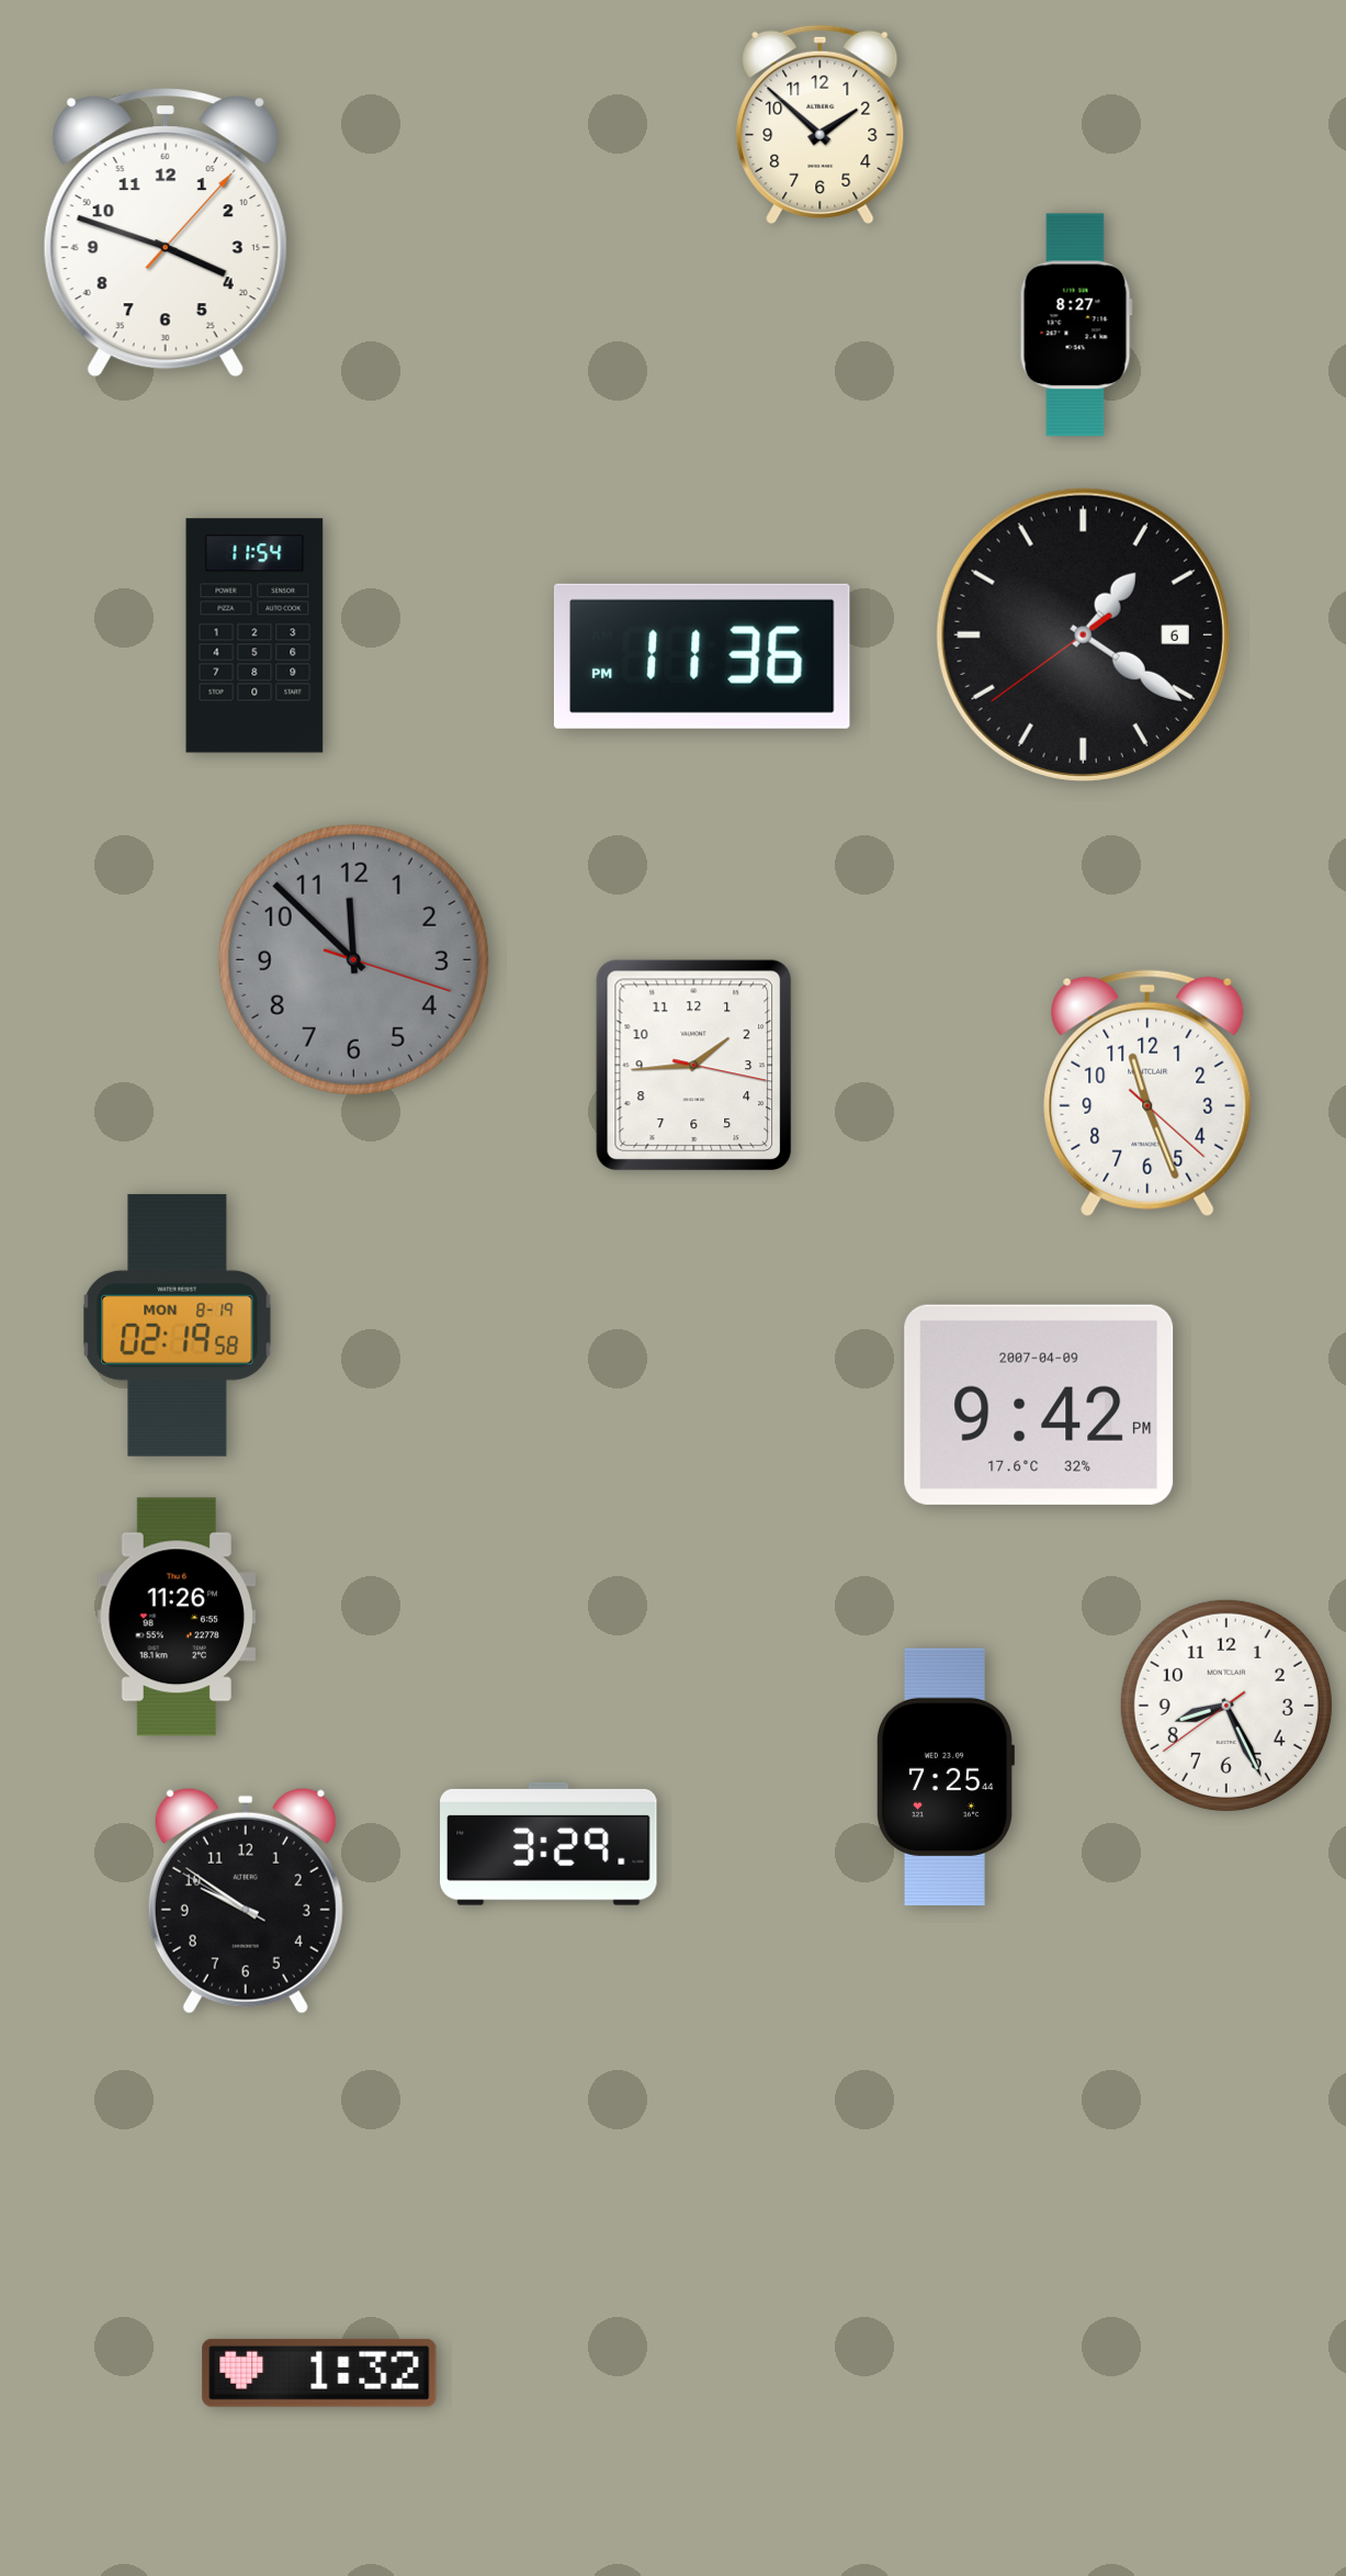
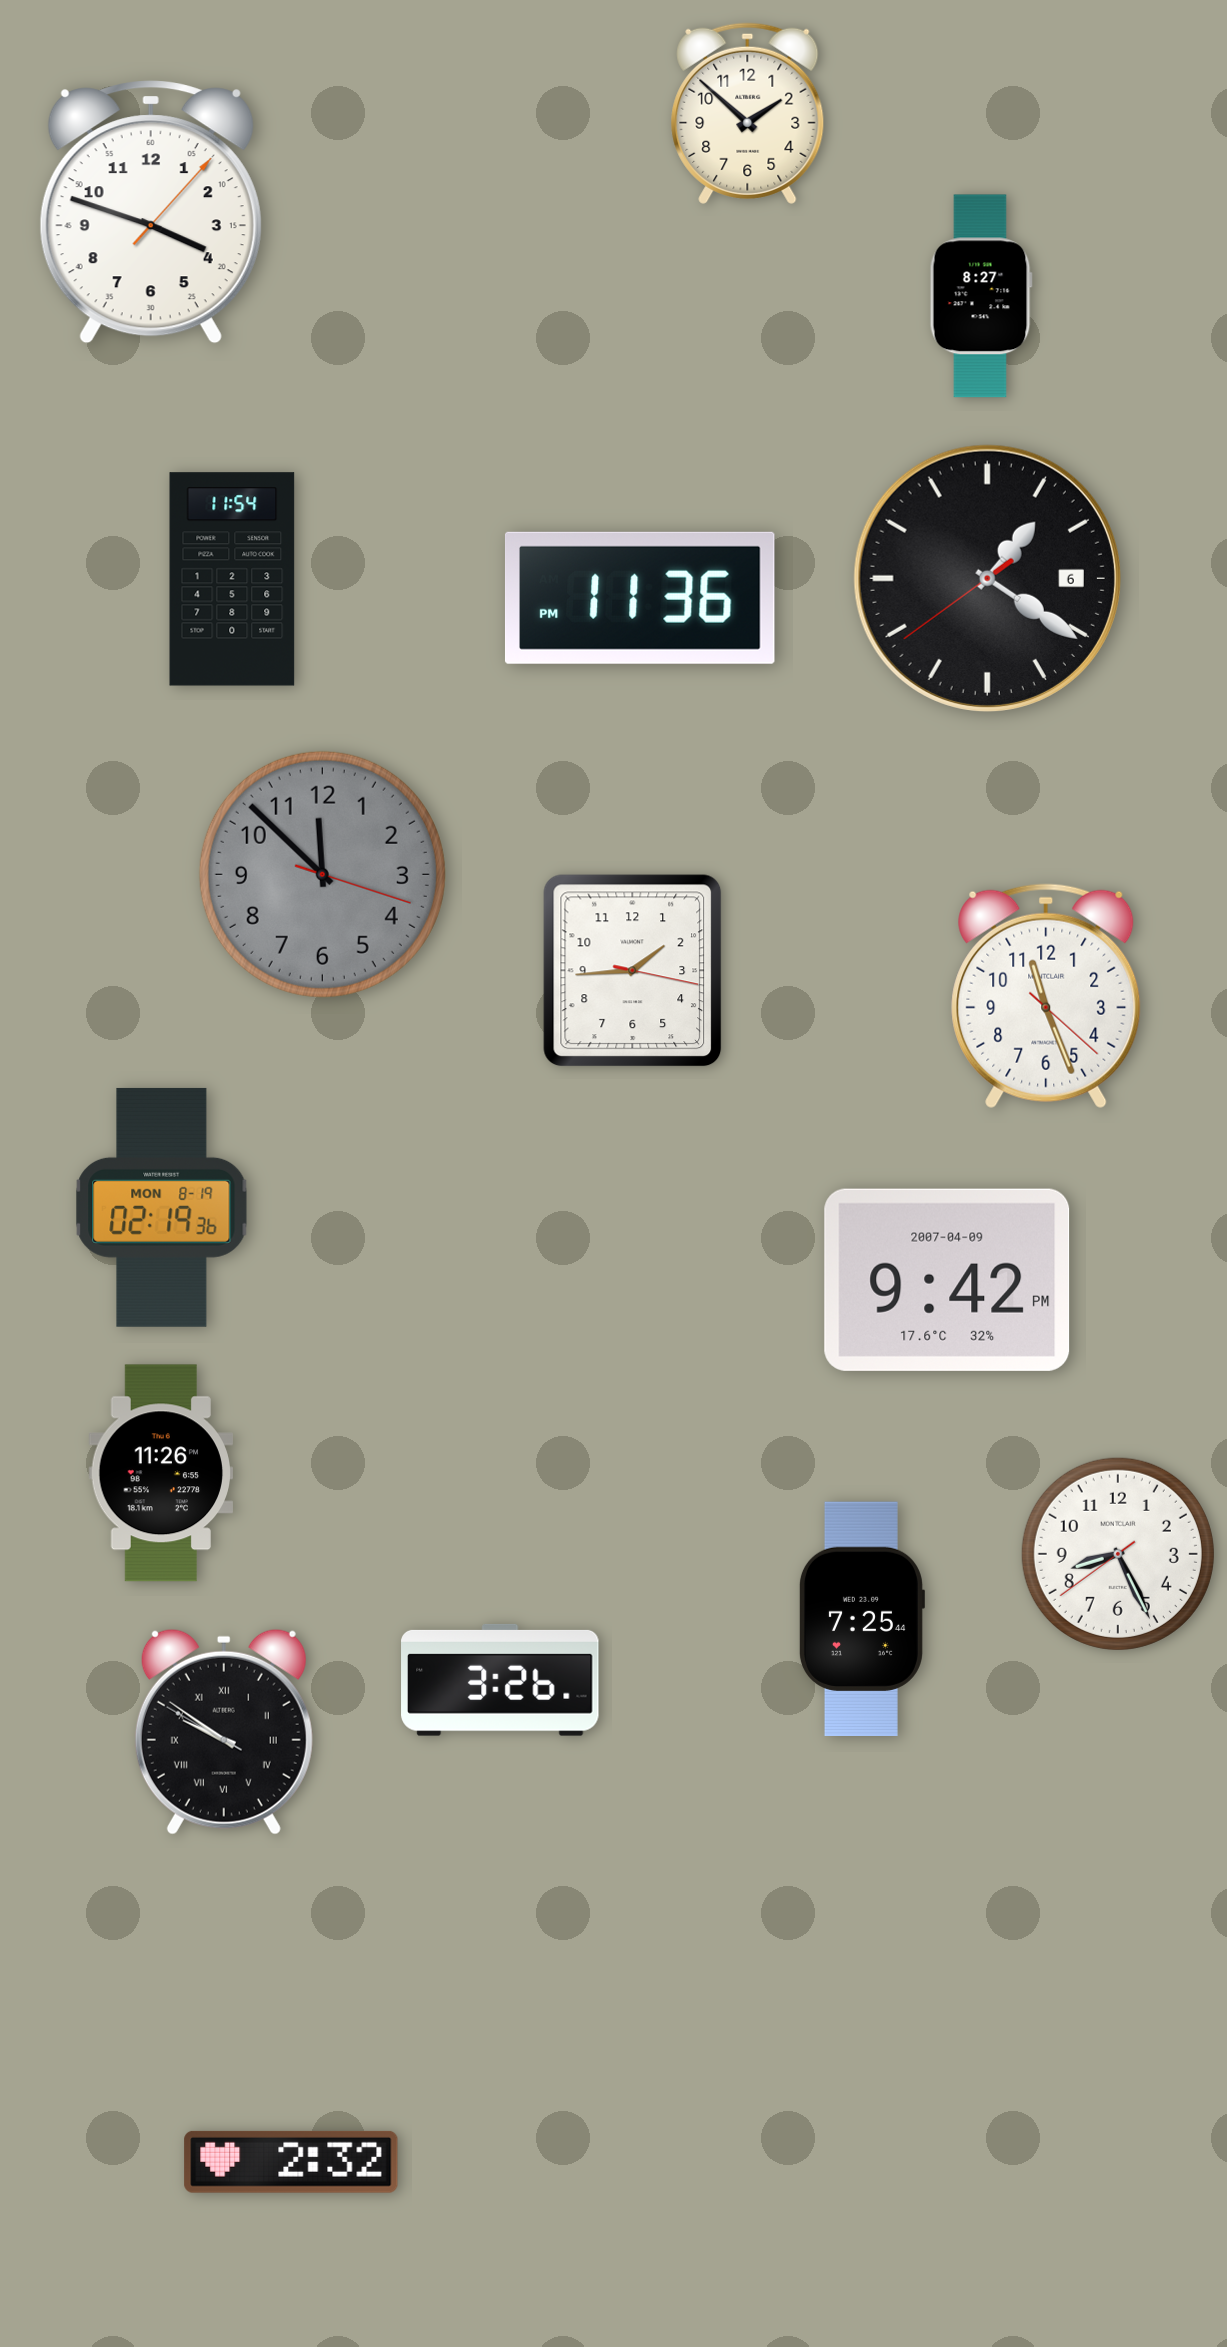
clock at (178, 1325): 02:19:58 -> 02:19:36
clock at (548, 1844): 3:29 -> 3:26
clock at (246, 1901) numerals: Arabic -> Roman
clock at (319, 2373): 1:32 -> 2:32
